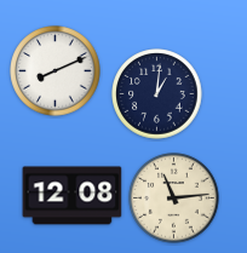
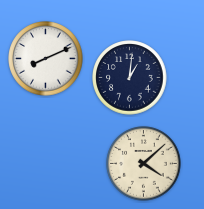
clock at (73, 196): 12:08 -> none
clock at (174, 199): 11:14 -> 4:08
